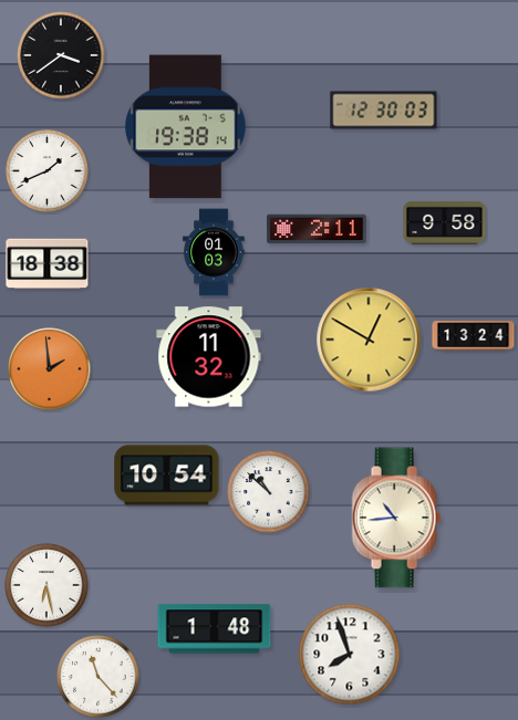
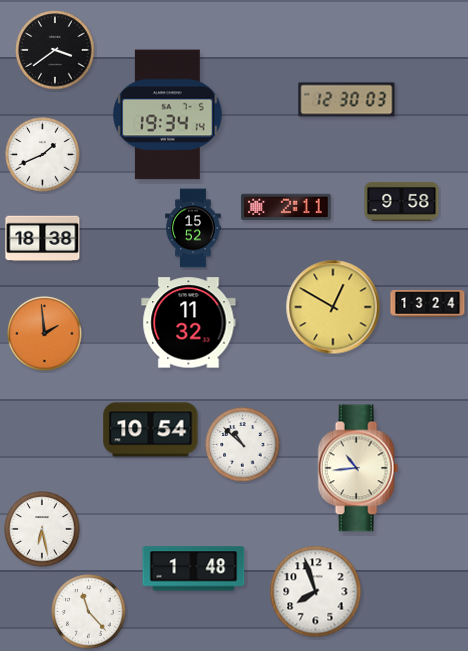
clock at (186, 127): 19:38 -> 19:34
clock at (214, 252): 01:03 -> 15:52
